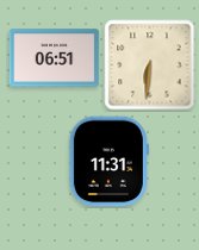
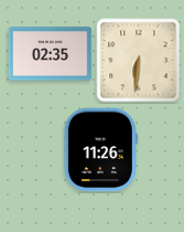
clock at (55, 58): 06:51 -> 02:35
clock at (108, 162): 11:31 -> 11:26
